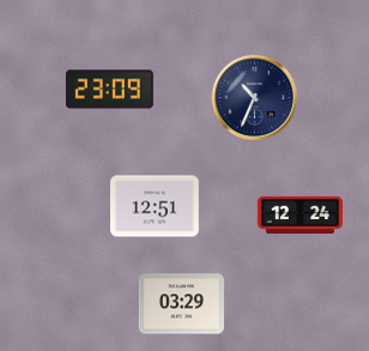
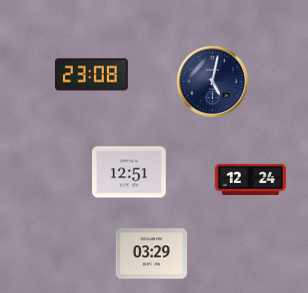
clock at (109, 90): 23:09 -> 23:08
clock at (254, 97): 10:34 -> 5:02
